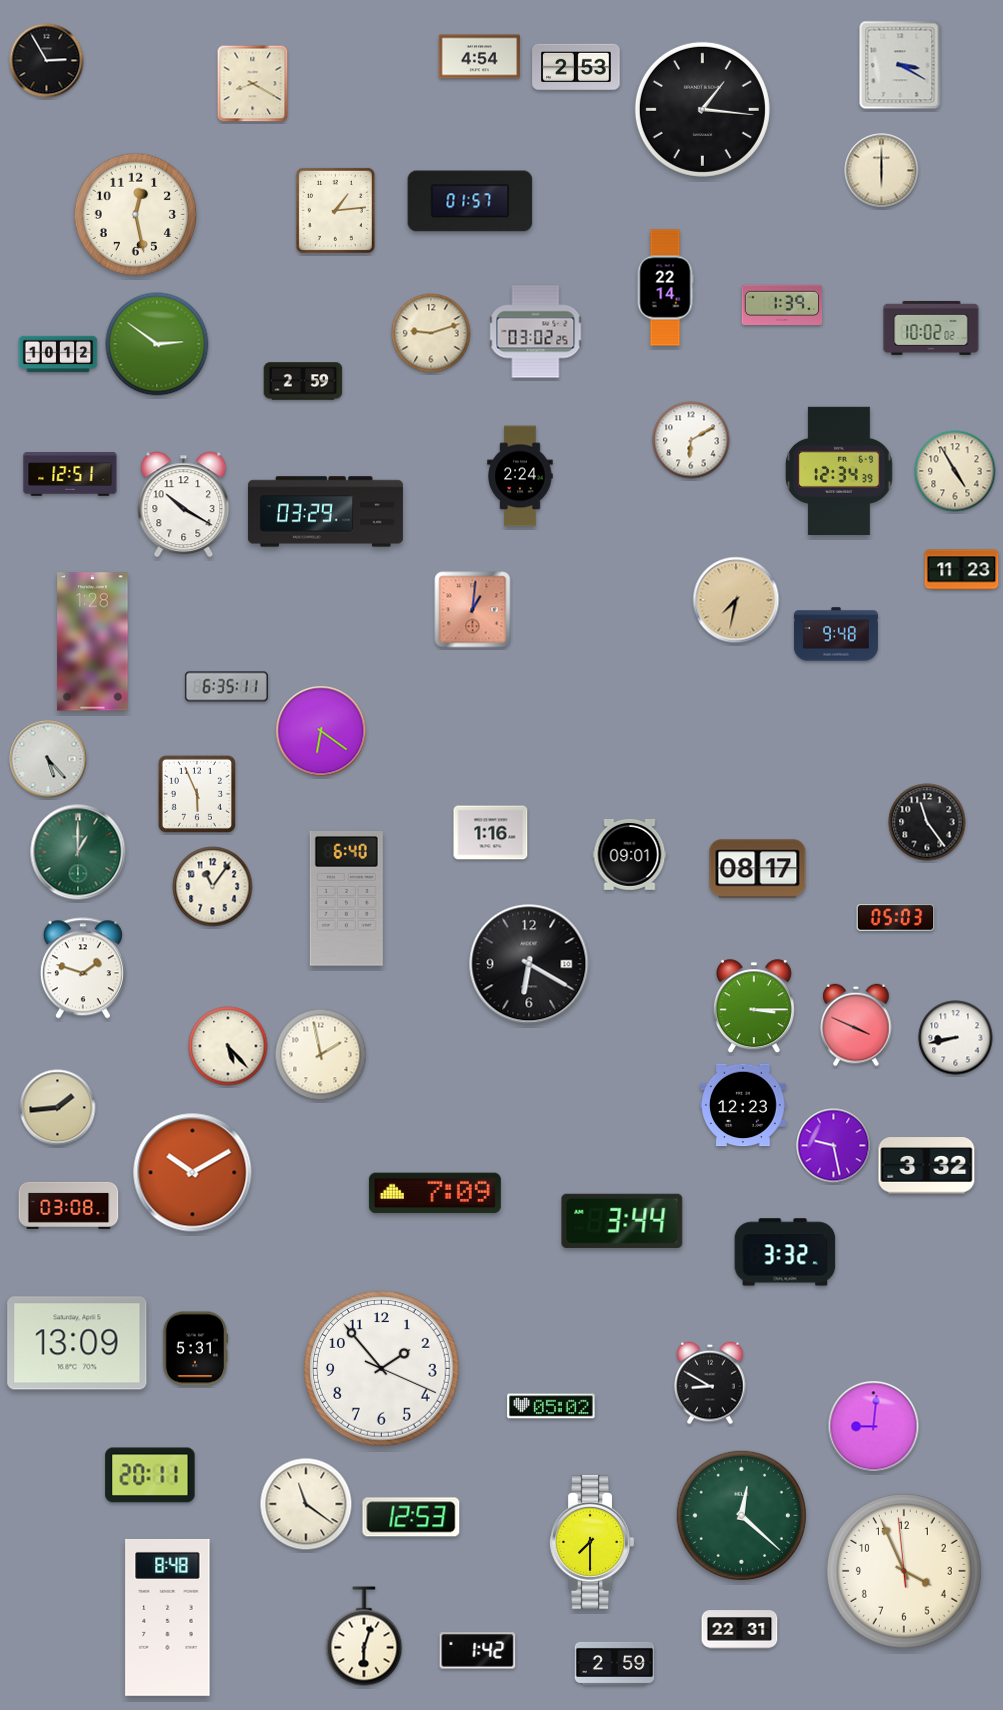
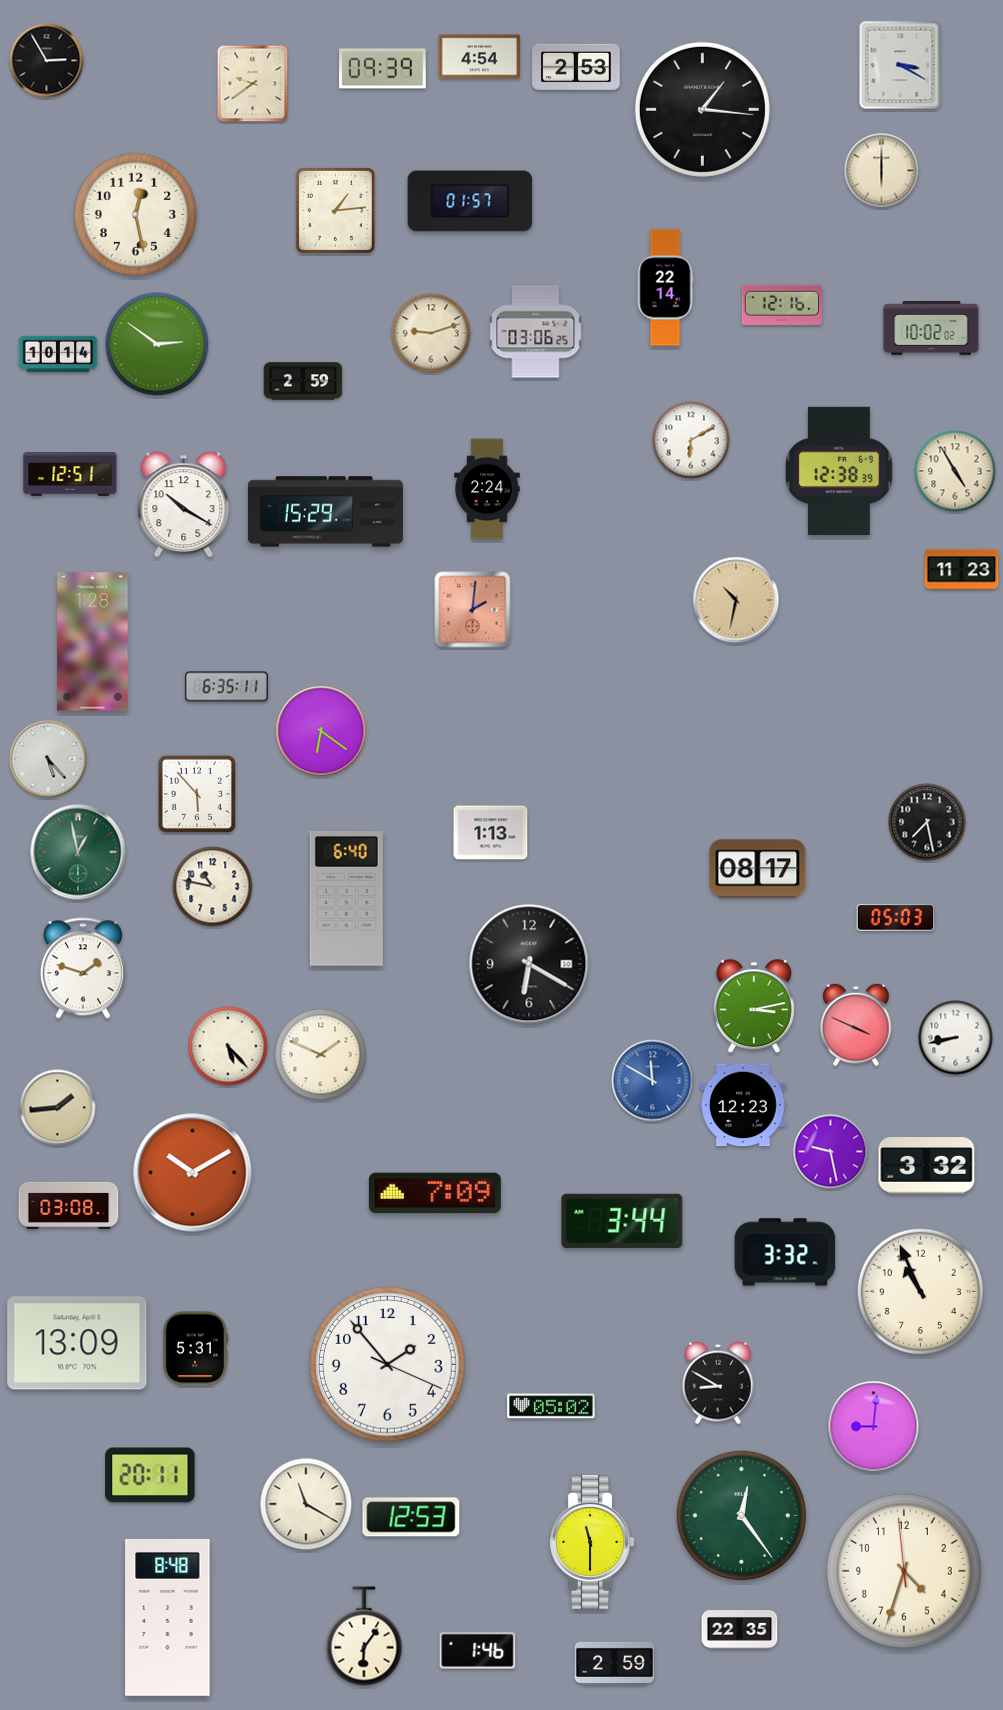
clock at (383, 69): none -> 09:39
clock at (253, 84): 8:20 -> 9:39
clock at (782, 305): 1:39 -> 12:16
clock at (536, 332): 03:02 -> 03:06
clock at (58, 354): 10:12 -> 10:14
clock at (839, 470): 12:34 -> 12:38
clock at (520, 476) position: (520, 476) -> (487, 489)
clock at (325, 512): 03:29 -> 15:29
clock at (736, 600): 7:32 -> 10:32
clock at (473, 610): 1:01 -> 2:01
clock at (836, 634): 9:48 -> none
clock at (197, 794): 5:56 -> 5:53
clock at (927, 822): 11:24 -> 7:28
clock at (491, 833): 1:16 -> 1:13
clock at (78, 852): 1:00 -> 12:58
clock at (630, 854): 09:01 -> none
clock at (213, 887): 11:06 -> 10:47
clock at (754, 1007): 3:15 -> 3:13
clock at (321, 1055): 1:58 -> 1:49
clock at (653, 1081): none -> 11:50
clock at (834, 1146) position: (834, 1146) -> (831, 1152)
clock at (920, 1291): none -> 10:56
clock at (382, 1369) position: (382, 1369) -> (388, 1365)
clock at (710, 1383) position: (710, 1383) -> (718, 1383)
clock at (306, 1504): 11:21 -> 11:20
clock at (741, 1515): 12:22 -> 12:24
clock at (592, 1543): 7:30 -> 11:30
clock at (904, 1572): 3:55 -> 4:32
clock at (740, 1630): 22:31 -> 22:35
clock at (364, 1636): 6:03 -> 6:06
clock at (478, 1651): 1:42 -> 1:46
